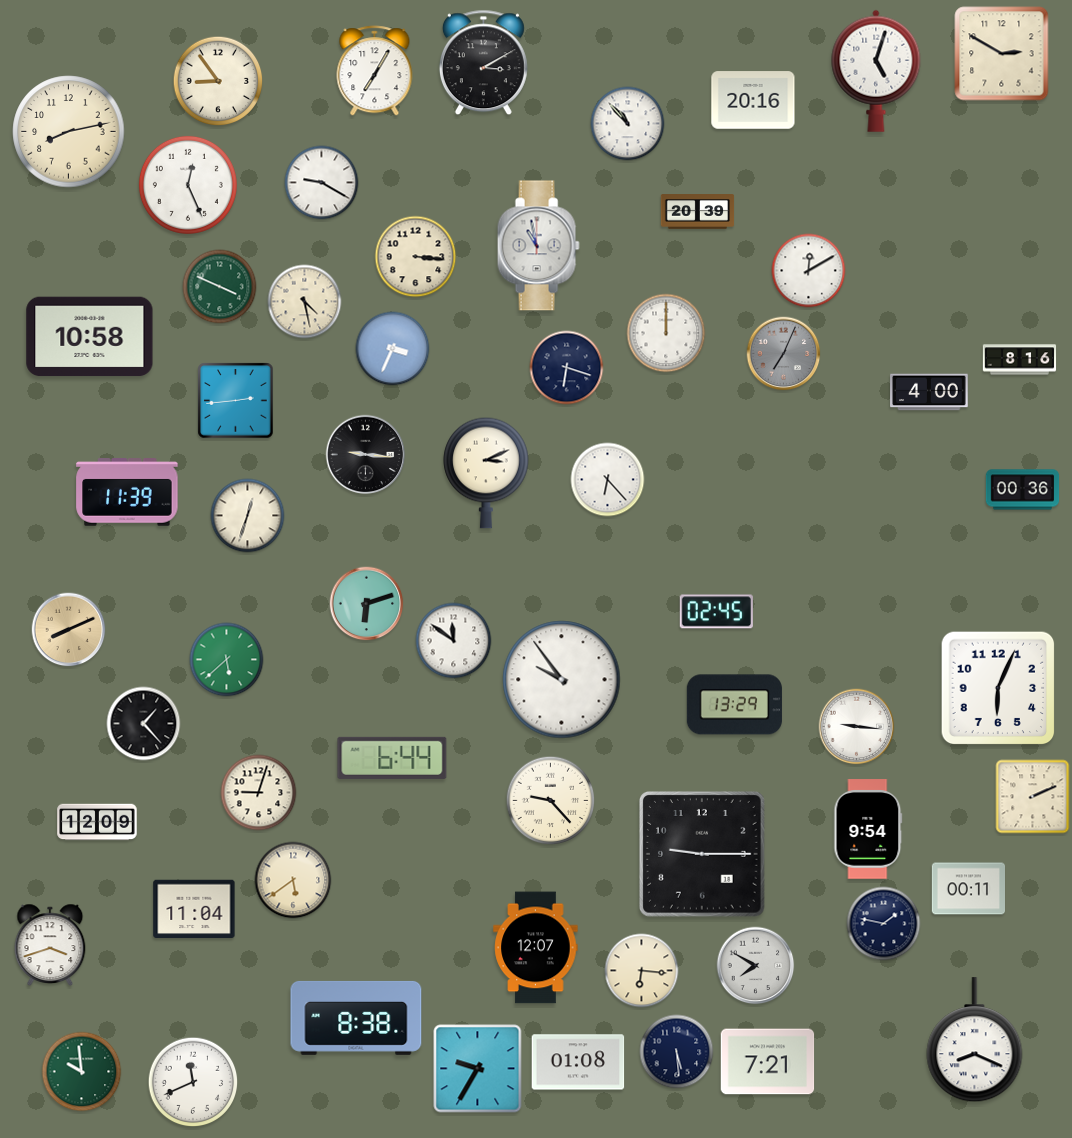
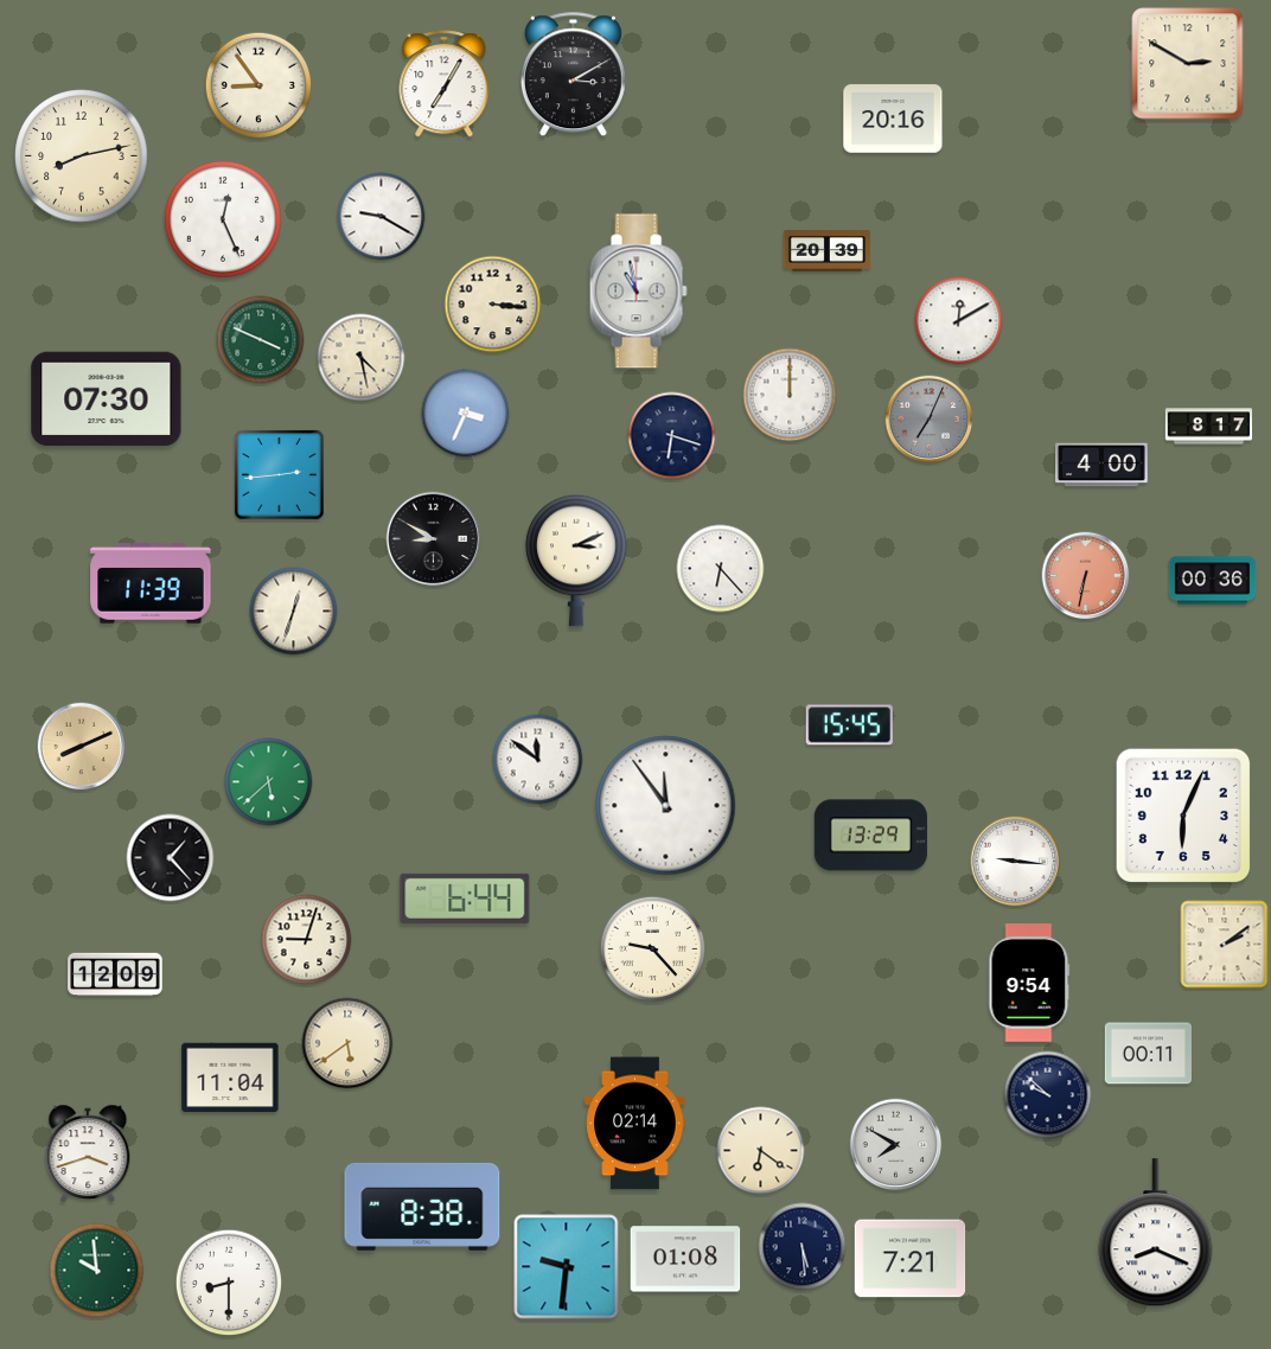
clock at (876, 71): 5:03 -> none
clock at (218, 81) position: (218, 81) -> (258, 85)
clock at (628, 124): 10:53 -> none
clock at (90, 337): 10:58 -> 07:30
clock at (1020, 360): 8:16 -> 8:17
clock at (366, 455): 9:16 -> 8:50
clock at (1086, 576): none -> 6:32
clock at (367, 604): 6:12 -> none
clock at (716, 612): 02:45 -> 15:45
clock at (562, 680): 9:54 -> 11:54
clock at (1033, 797): 2:11 -> 2:09
clock at (703, 855): 9:15 -> none
clock at (884, 924): 1:47 -> 9:52
clock at (50, 944) position: (50, 944) -> (88, 1152)
clock at (536, 948): 12:07 -> 02:14
clock at (642, 971): 6:16 -> 6:21
clock at (478, 1069): 9:35 -> 9:31
clock at (193, 1082): 11:41 -> 8:30
